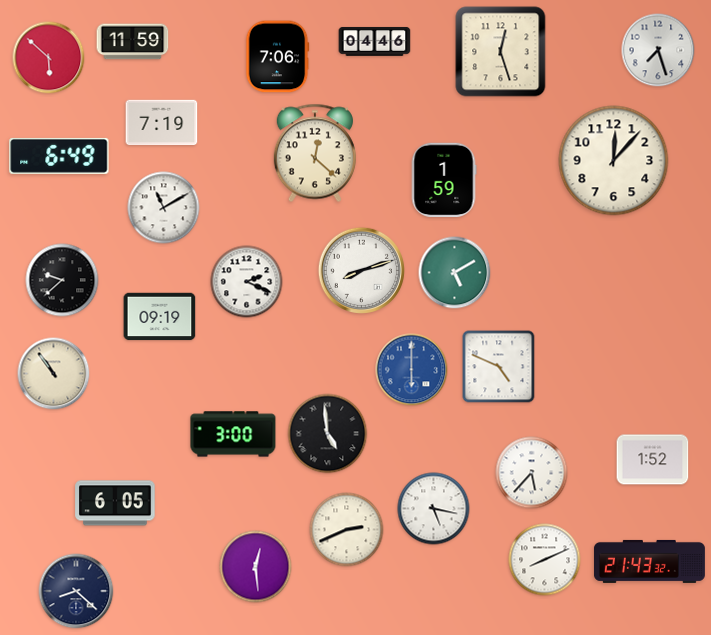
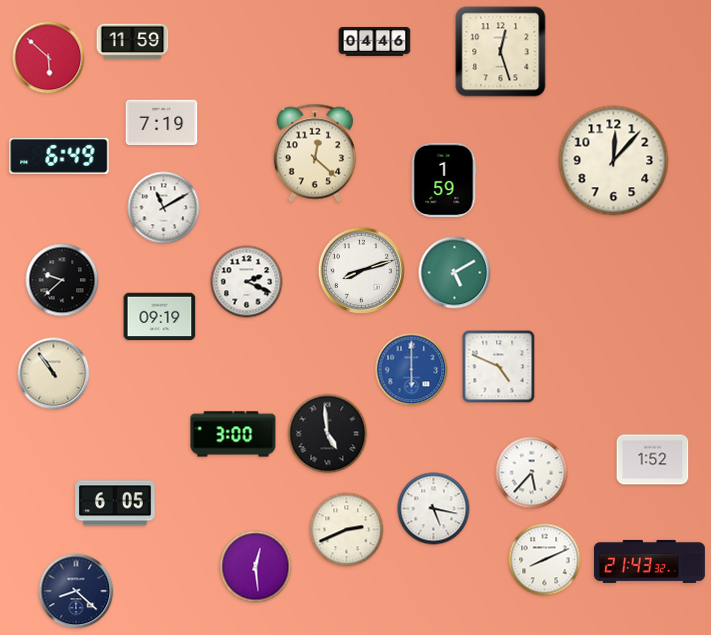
clock at (658, 50): 7:27 -> none
clock at (277, 57): 7:06 -> none
